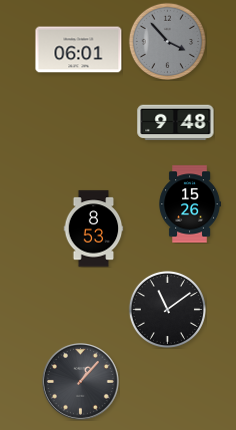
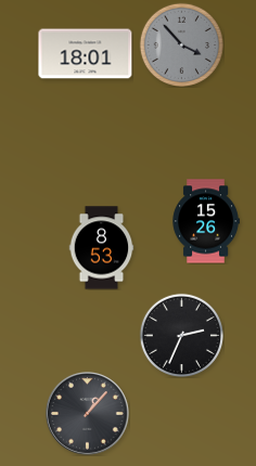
clock at (79, 50): 06:01 -> 18:01
clock at (176, 123): 9:48 -> none
clock at (167, 309): 11:09 -> 2:34
